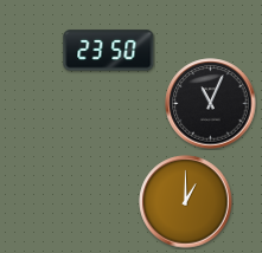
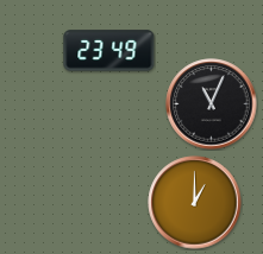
clock at (109, 51): 23:50 -> 23:49
clock at (186, 202) position: (186, 202) -> (195, 203)
